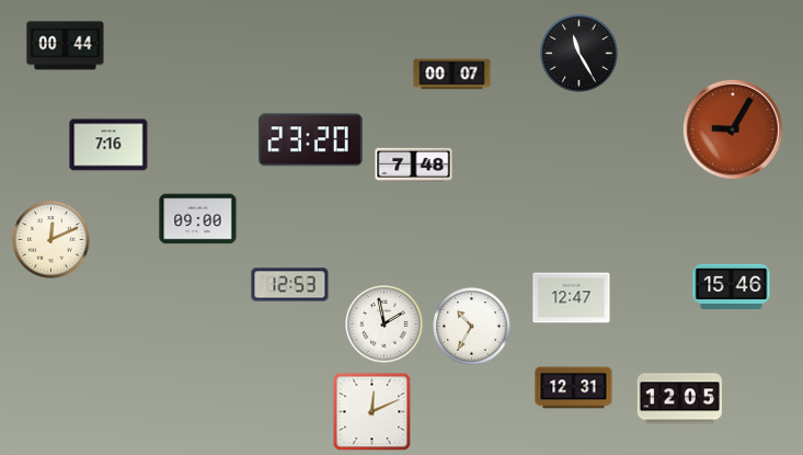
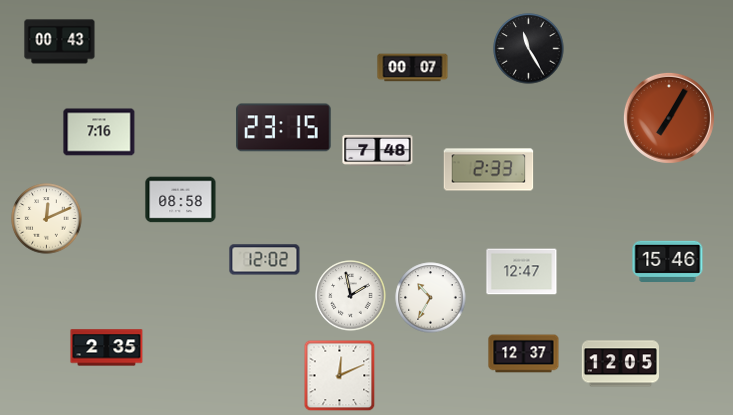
clock at (66, 46): 00:44 -> 00:43
clock at (733, 129): 9:05 -> 7:05
clock at (311, 140): 23:20 -> 23:15
clock at (489, 170): none -> 2:33
clock at (198, 219): 09:00 -> 08:58
clock at (290, 285): 12:53 -> 12:02
clock at (107, 348): none -> 2:35
clock at (574, 388): 12:31 -> 12:37
